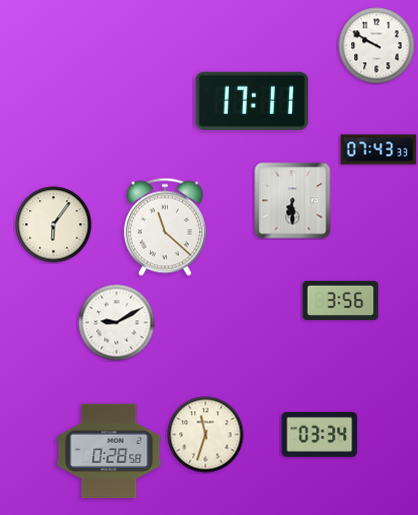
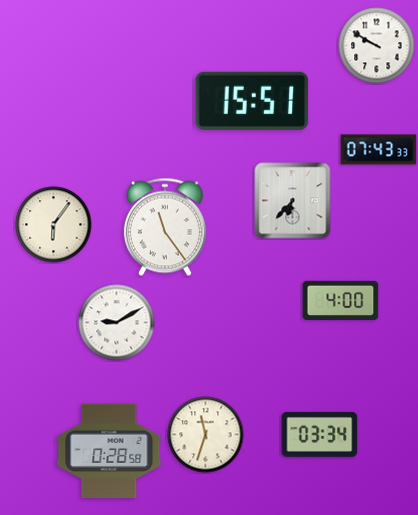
clock at (252, 101): 17:11 -> 15:51
clock at (293, 201): 6:30 -> 6:37
clock at (165, 227): 11:22 -> 11:24
clock at (341, 301): 3:56 -> 4:00
